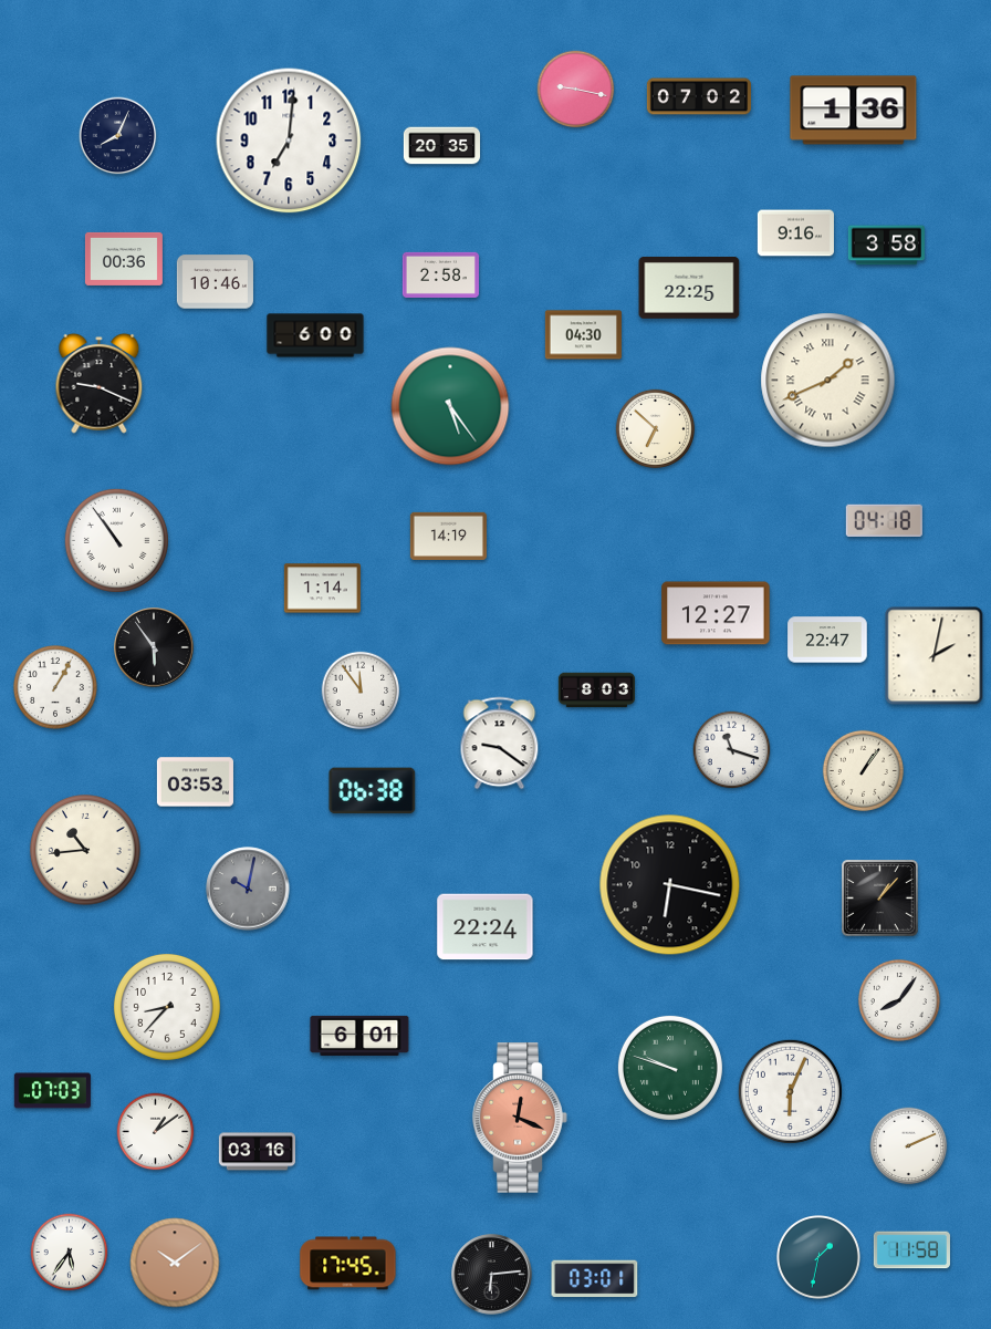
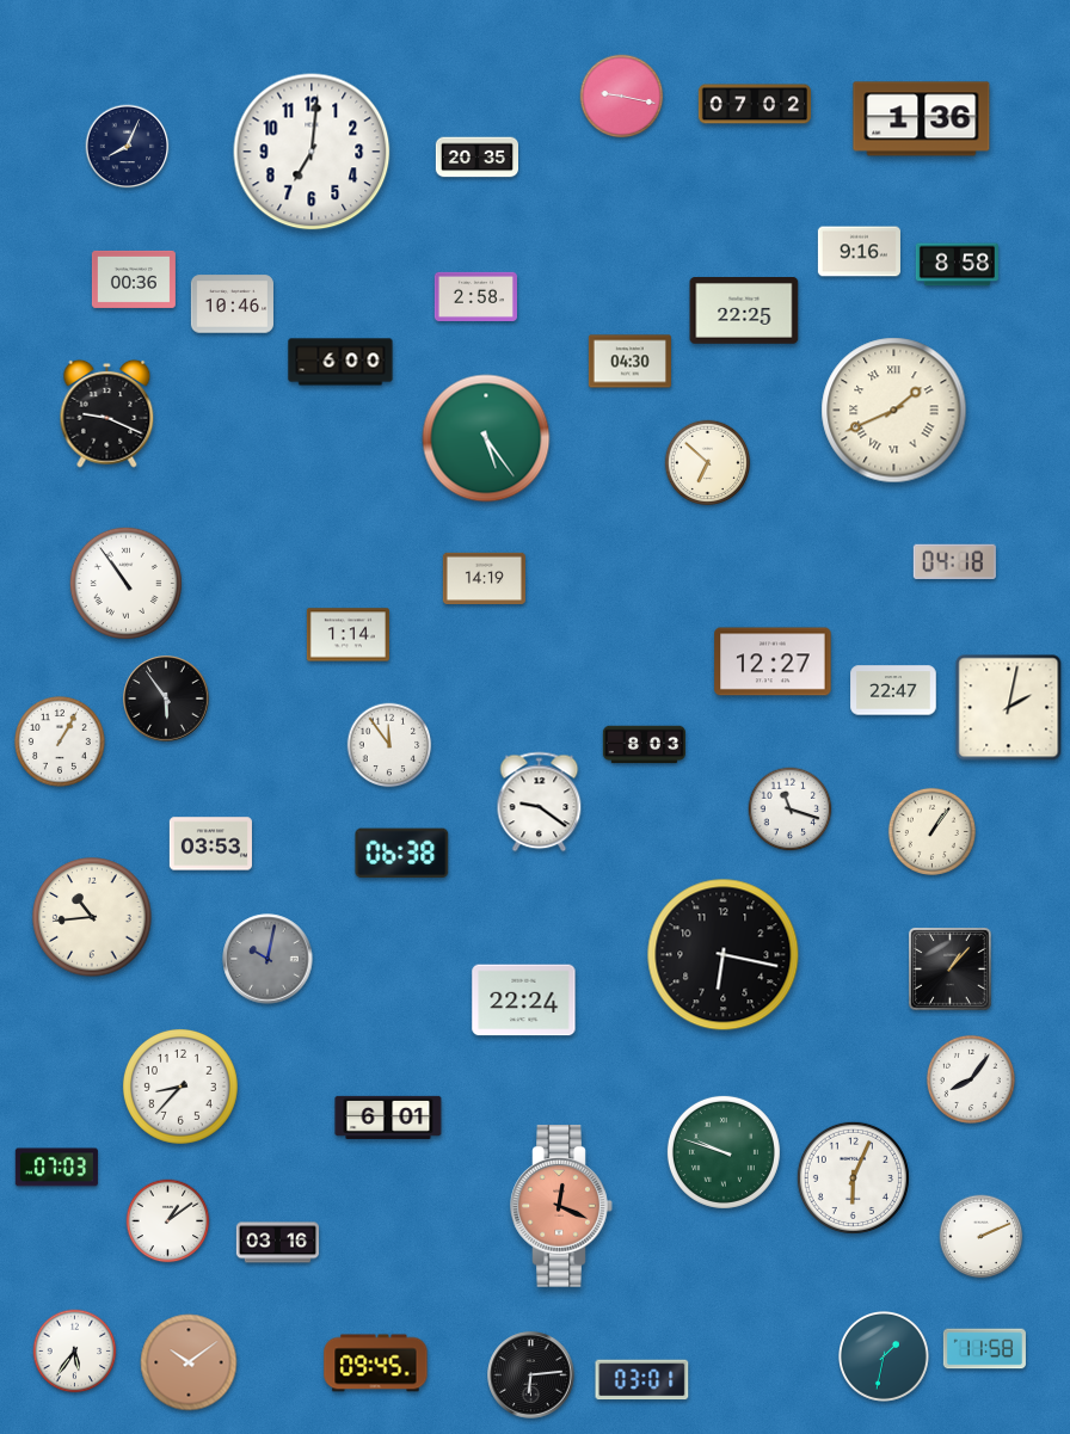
clock at (886, 246): 3:58 -> 8:58
clock at (52, 1091) position: (52, 1091) -> (56, 1168)
clock at (348, 1264): 17:45 -> 09:45
